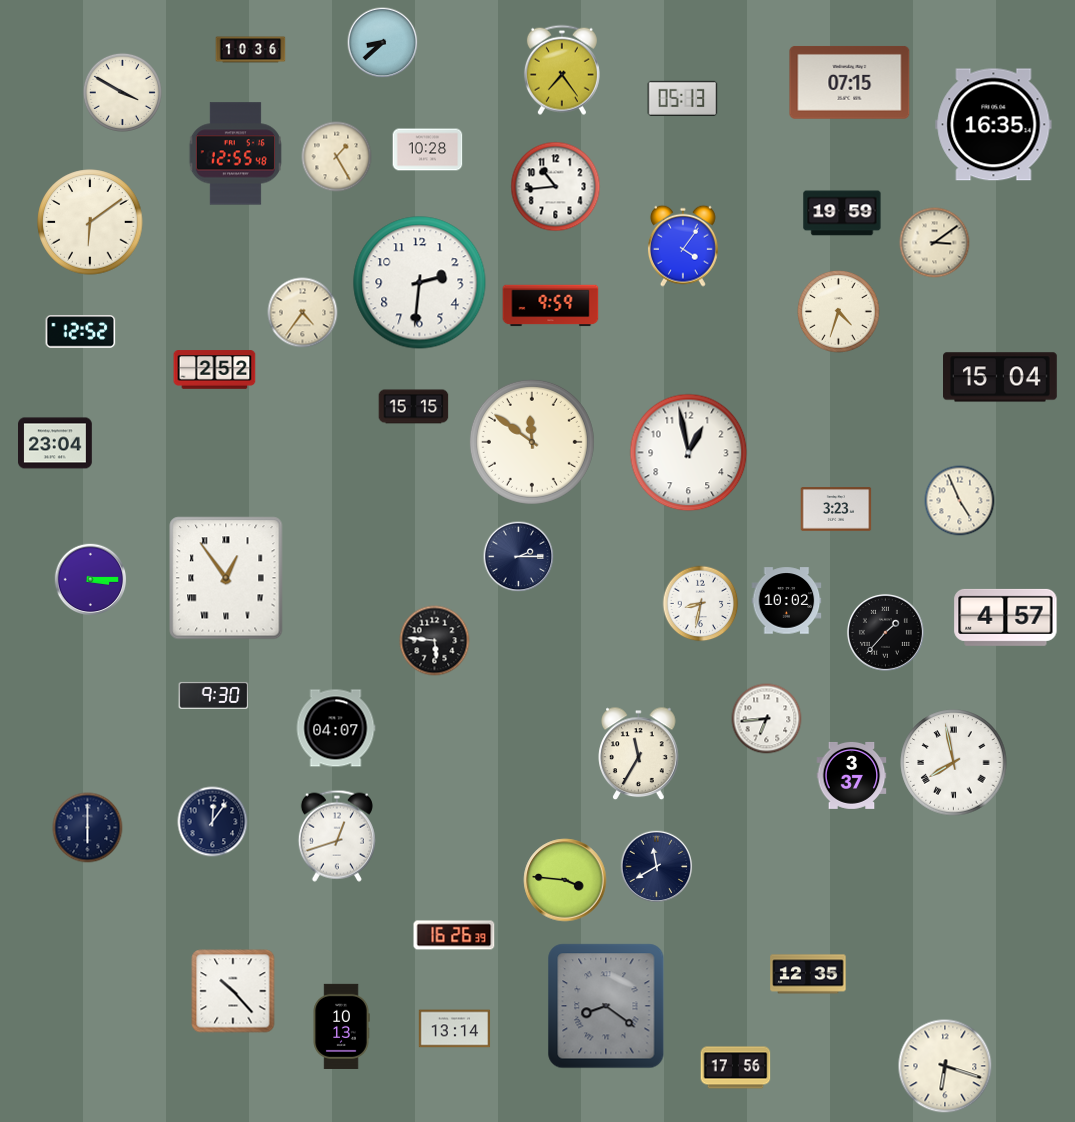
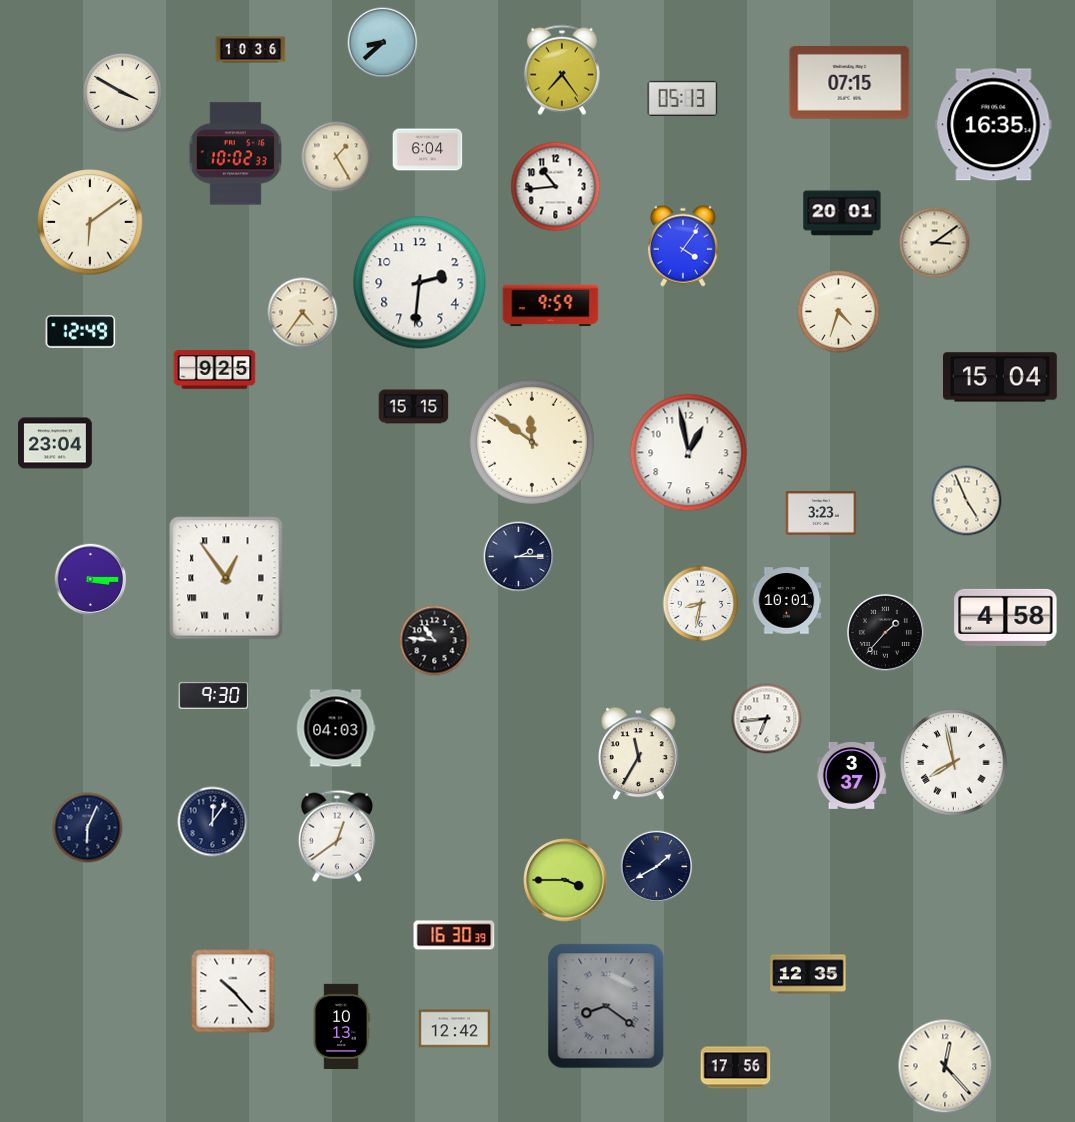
clock at (428, 150): 10:28 -> 6:04
clock at (235, 154): 12:55 -> 10:02
clock at (842, 213): 19:59 -> 20:01
clock at (81, 332): 12:52 -> 12:49
clock at (215, 370): 2:52 -> 9:25
clock at (960, 501) position: (960, 501) -> (967, 501)
clock at (836, 509) position: (836, 509) -> (821, 513)
clock at (787, 601): 10:02 -> 10:01
clock at (1006, 617): 4:57 -> 4:58
clock at (435, 641): 5:46 -> 10:46
clock at (336, 728): 04:07 -> 04:03
clock at (88, 828): 6:00 -> 6:04
clock at (337, 836): 12:42 -> 12:39
clock at (657, 867): 11:40 -> 1:40
clock at (565, 880): 3:46 -> 3:45
clock at (454, 935): 16:26 -> 16:30
clock at (455, 1029): 13:14 -> 12:42
clock at (945, 1066): 6:18 -> 12:23
